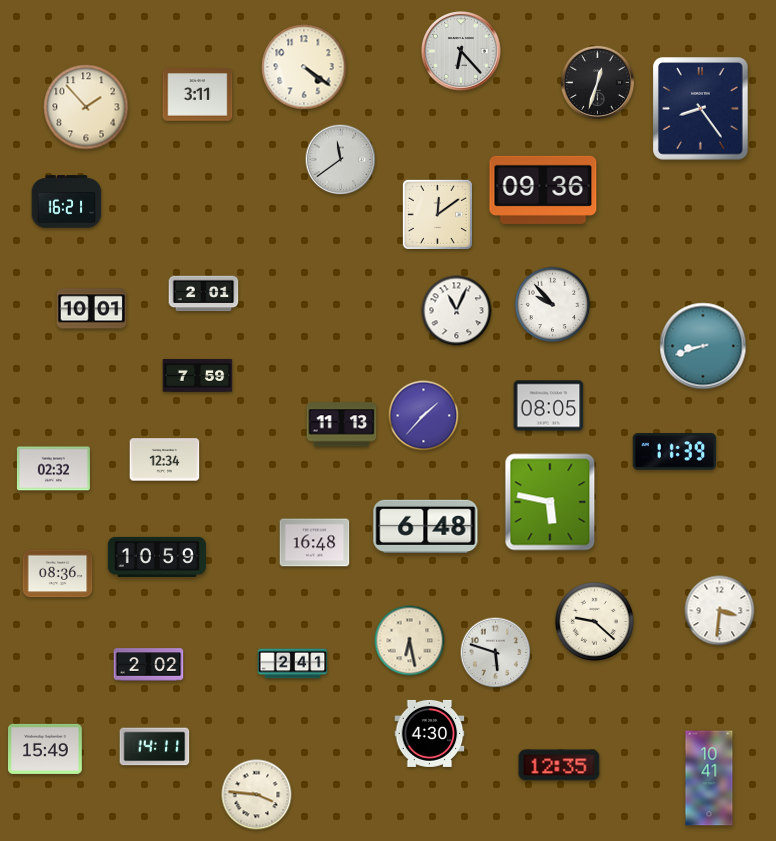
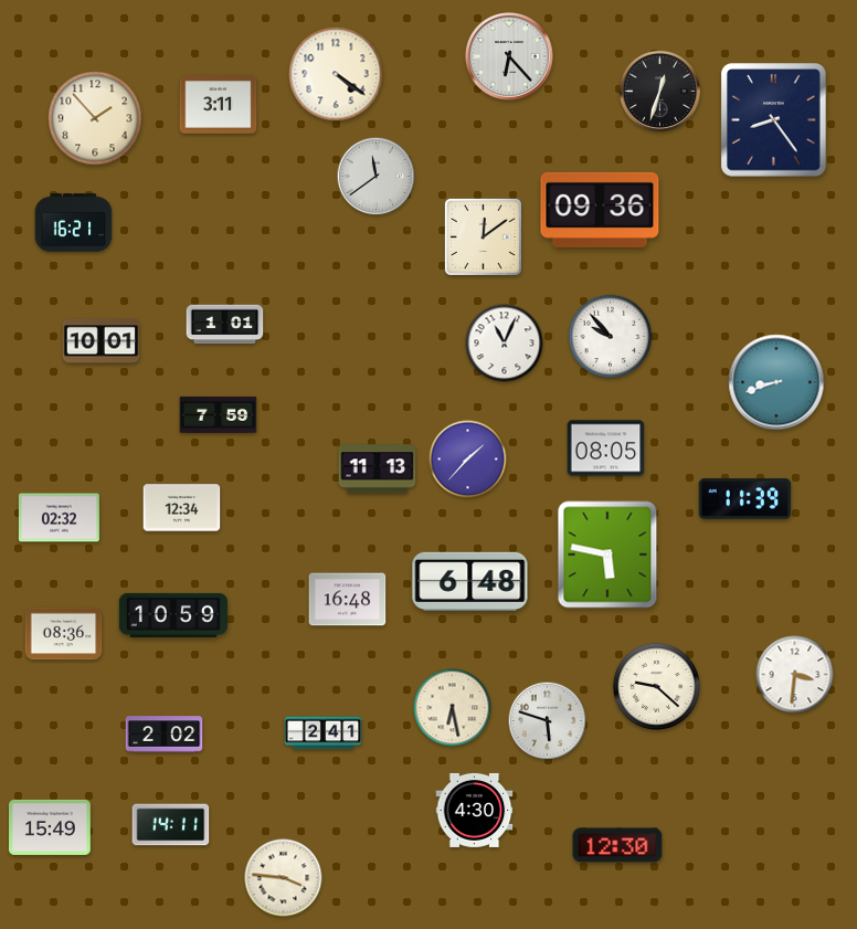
clock at (204, 294): 2:01 -> 1:01
clock at (559, 765): 12:35 -> 12:30
clock at (709, 778): 10:41 -> none
